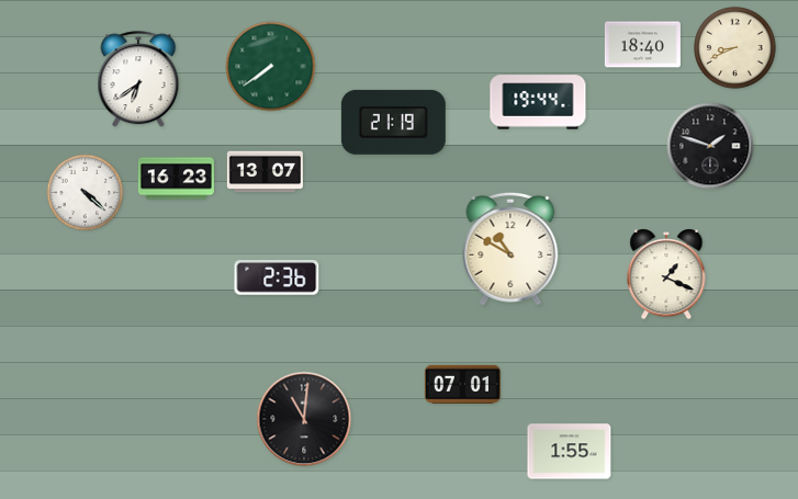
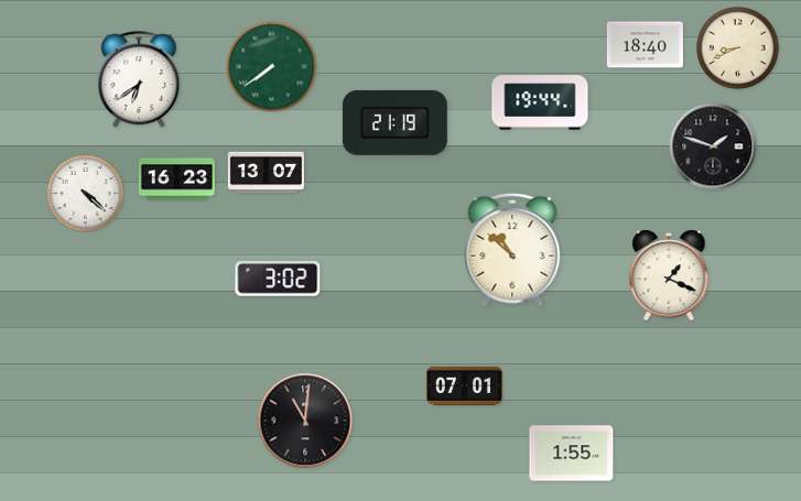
clock at (510, 249): 10:50 -> 10:52
clock at (277, 277): 2:36 -> 3:02
